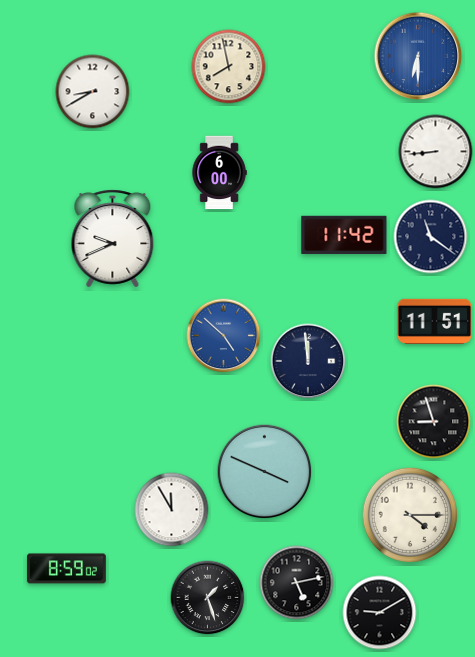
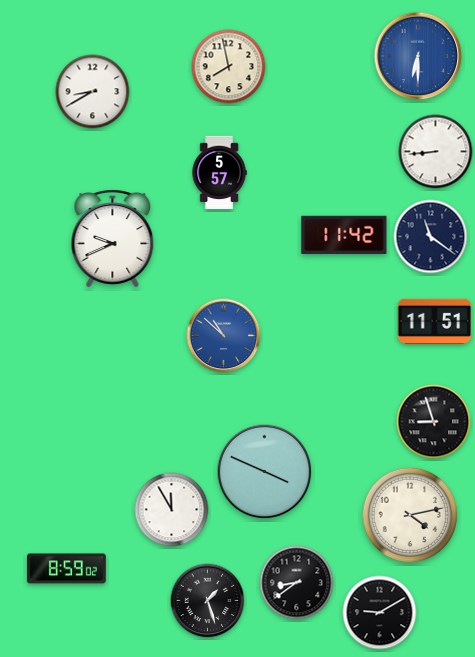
clock at (219, 173): 6:00 -> 5:57
clock at (224, 336): 4:52 -> 10:52
clock at (308, 361): 11:59 -> none
clock at (410, 515): 4:15 -> 4:13
clock at (297, 583): 5:13 -> 8:39
clock at (208, 598) position: (208, 598) -> (208, 601)
